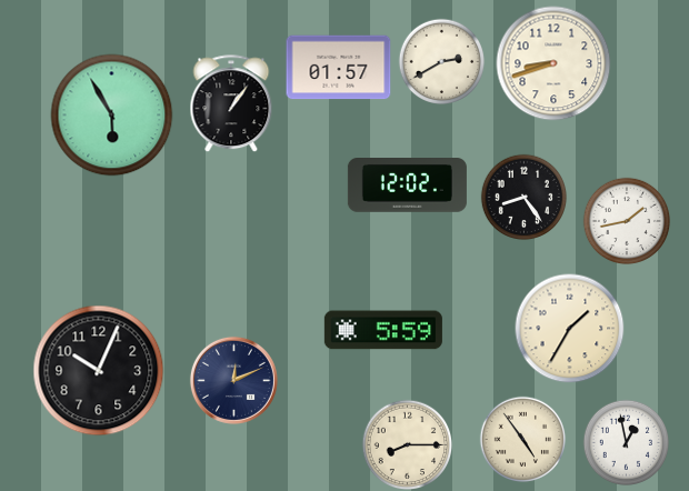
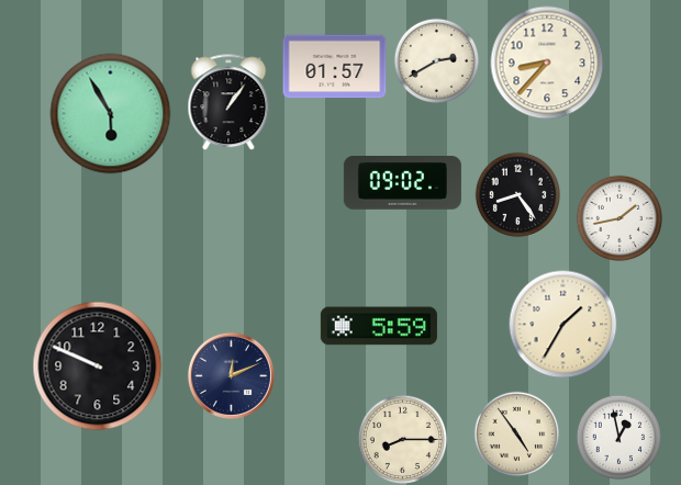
clock at (553, 63): 8:42 -> 8:37
clock at (407, 186): 12:02 -> 09:02
clock at (99, 371): 10:04 -> 9:49
